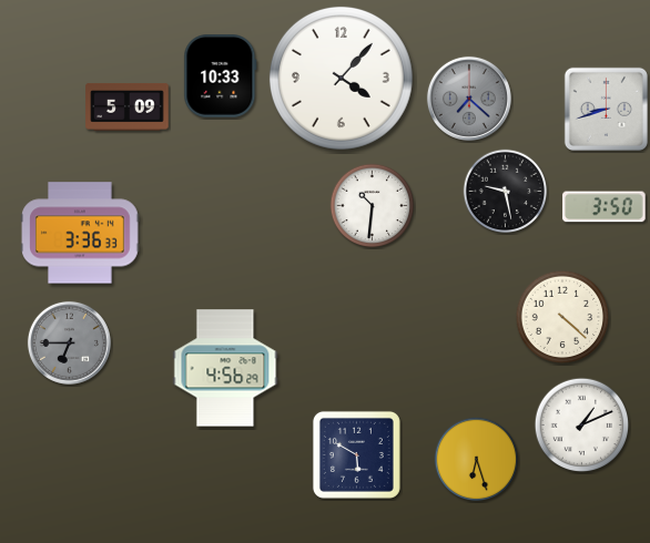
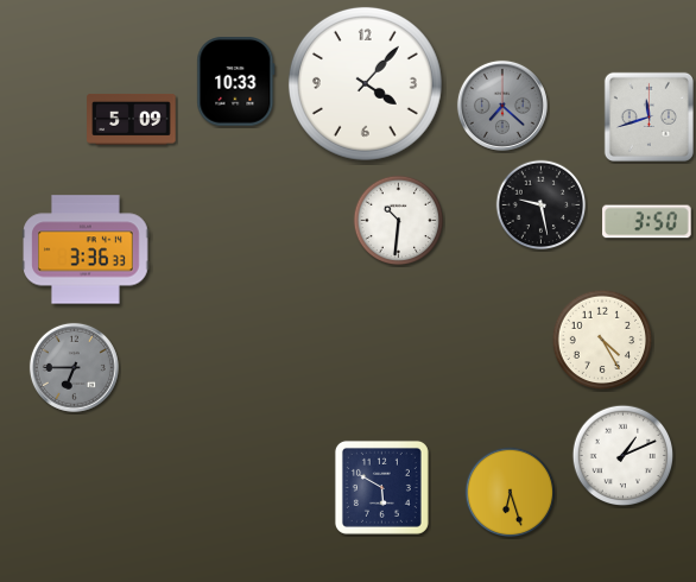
clock at (128, 106) position: (128, 106) -> (132, 119)
clock at (606, 109): 8:42 -> 11:42
clock at (562, 317): 4:22 -> 4:25
clock at (225, 368): 4:56 -> none
